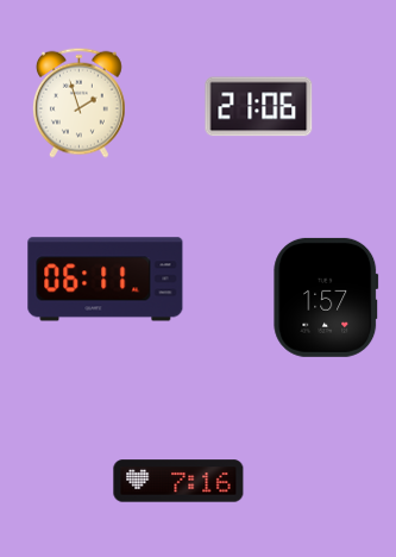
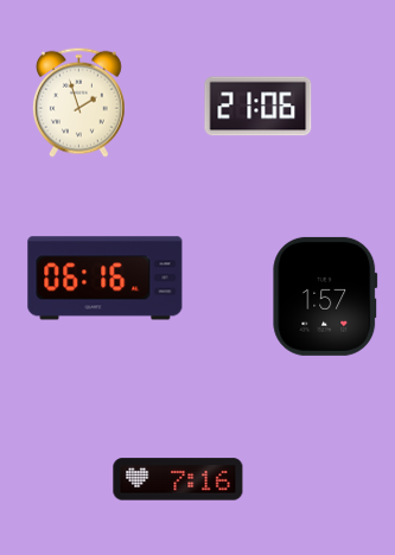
clock at (106, 280): 06:11 -> 06:16
